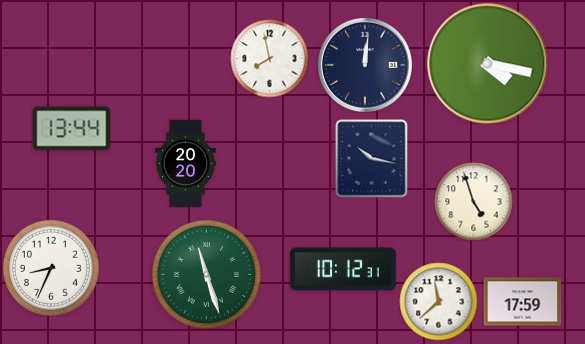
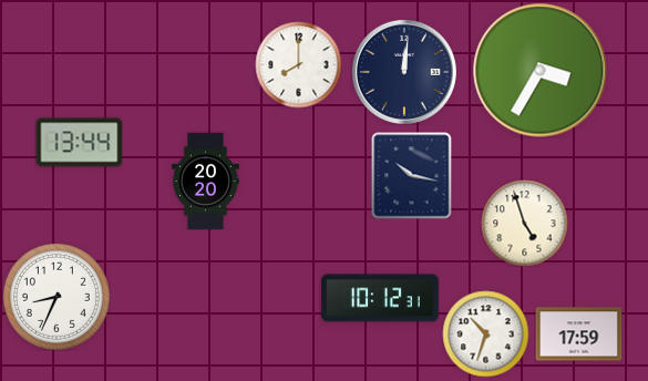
clock at (269, 58): 7:58 -> 8:00
clock at (488, 64): 4:17 -> 3:35
clock at (206, 274): 11:27 -> none
clock at (438, 301): 11:38 -> 10:33
